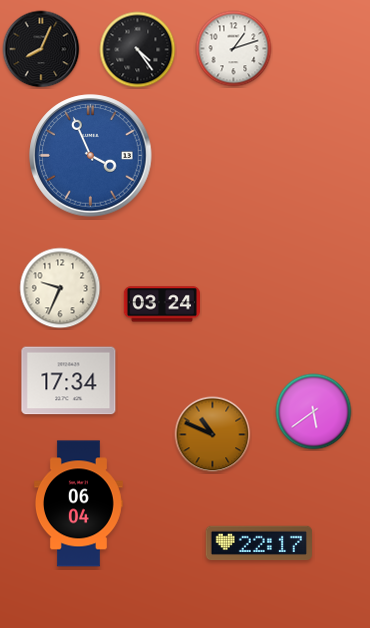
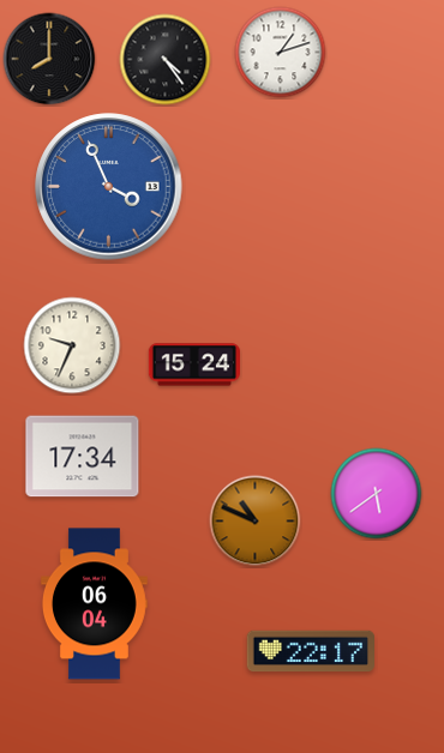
clock at (41, 49): 8:04 -> 8:00
clock at (234, 49) position: (234, 49) -> (281, 53)
clock at (161, 304): 03:24 -> 15:24
